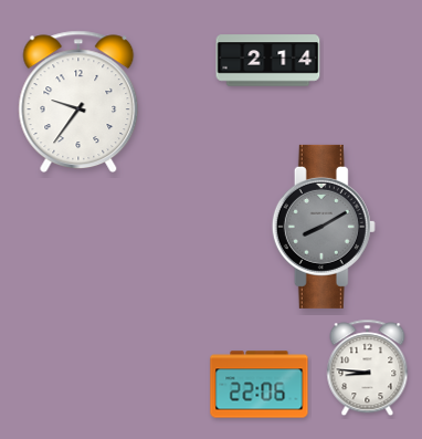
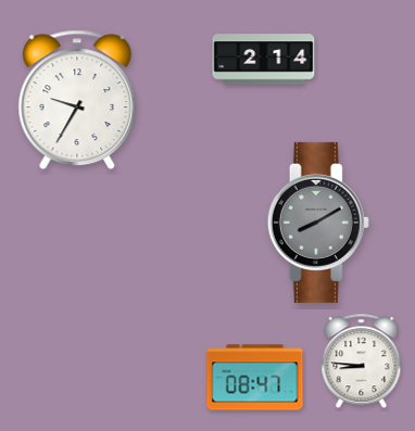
clock at (78, 102): 9:36 -> 9:35
clock at (260, 385): 22:06 -> 08:47
